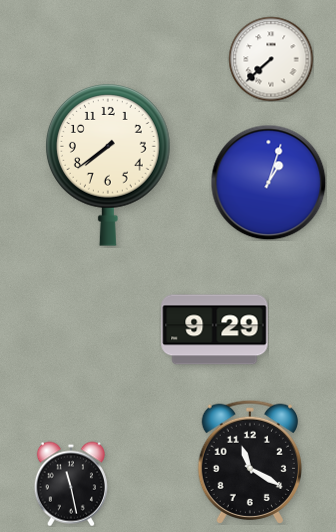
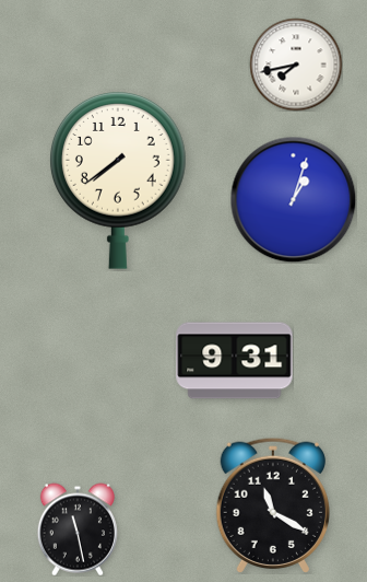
clock at (271, 59): 7:38 -> 7:43
clock at (215, 330): 9:29 -> 9:31
